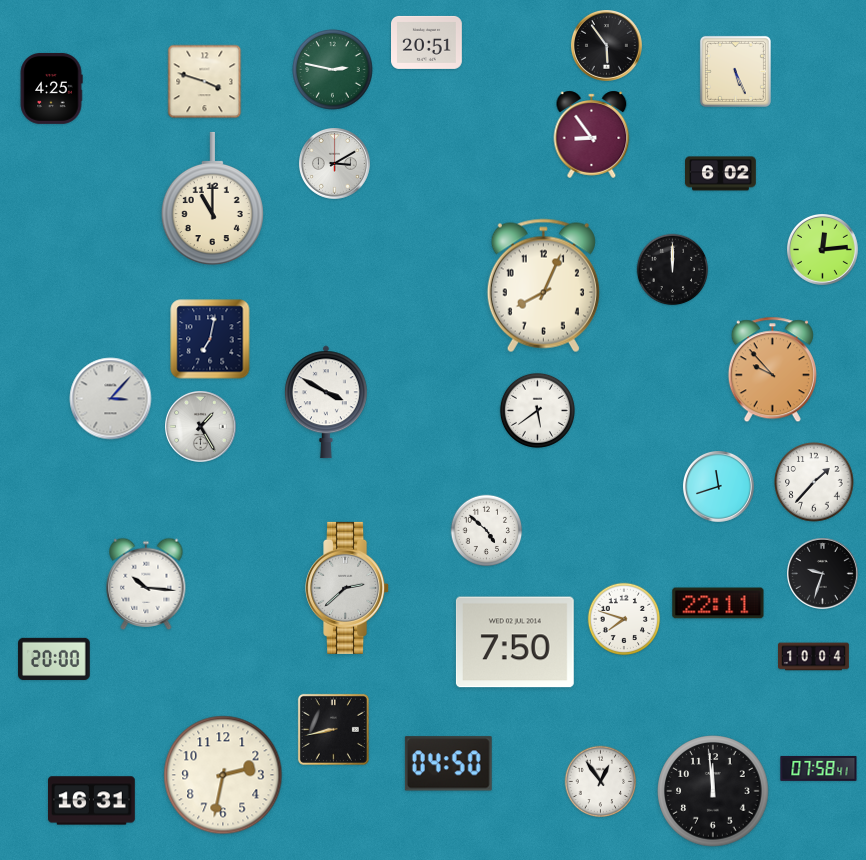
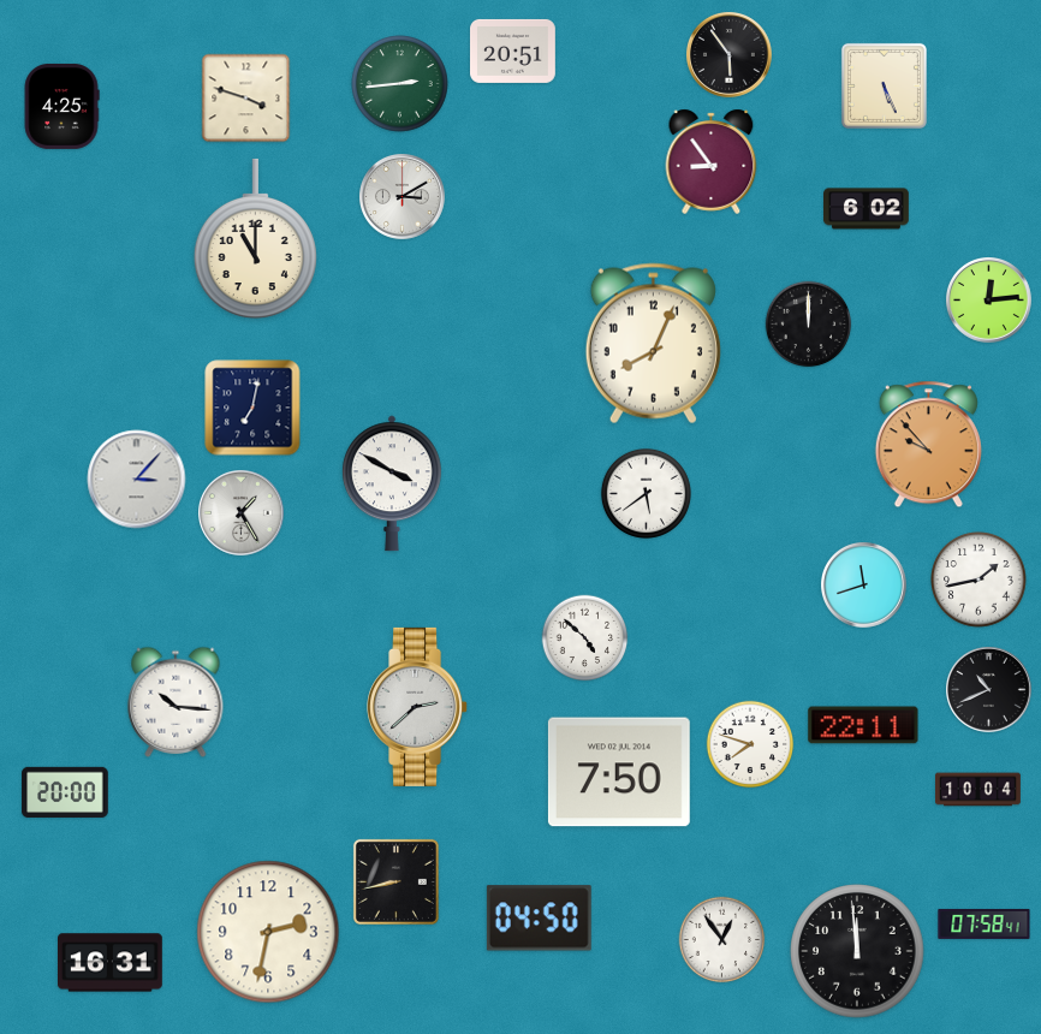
clock at (333, 70): 2:47 -> 2:44
clock at (111, 399) position: (111, 399) -> (137, 480)
clock at (814, 482): 1:37 -> 1:43
clock at (823, 574): 9:33 -> 10:41
clock at (333, 729) position: (333, 729) -> (395, 881)
